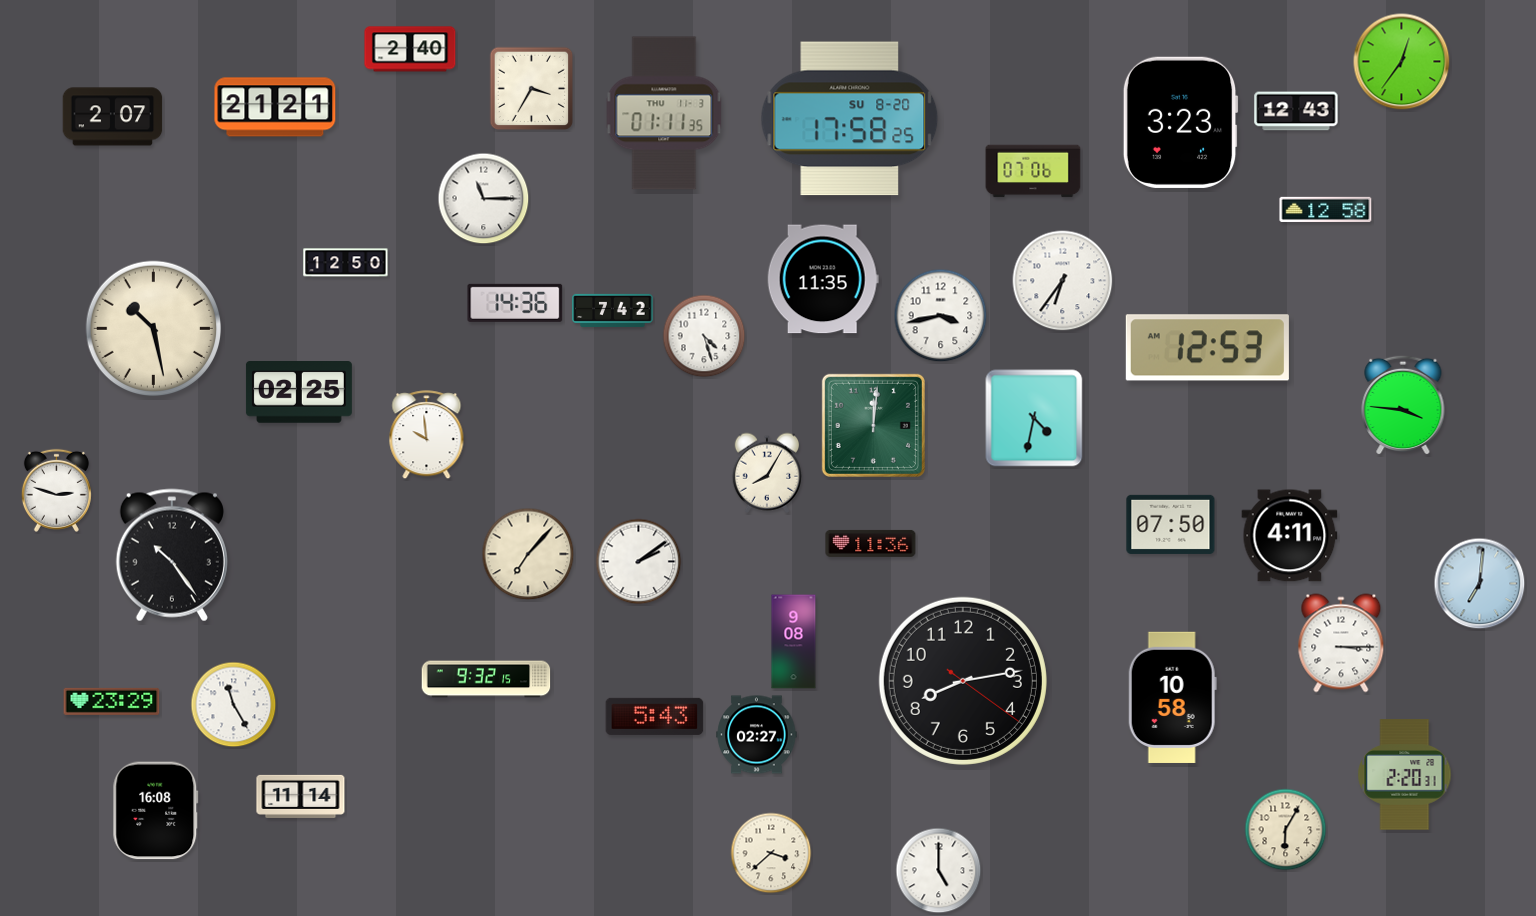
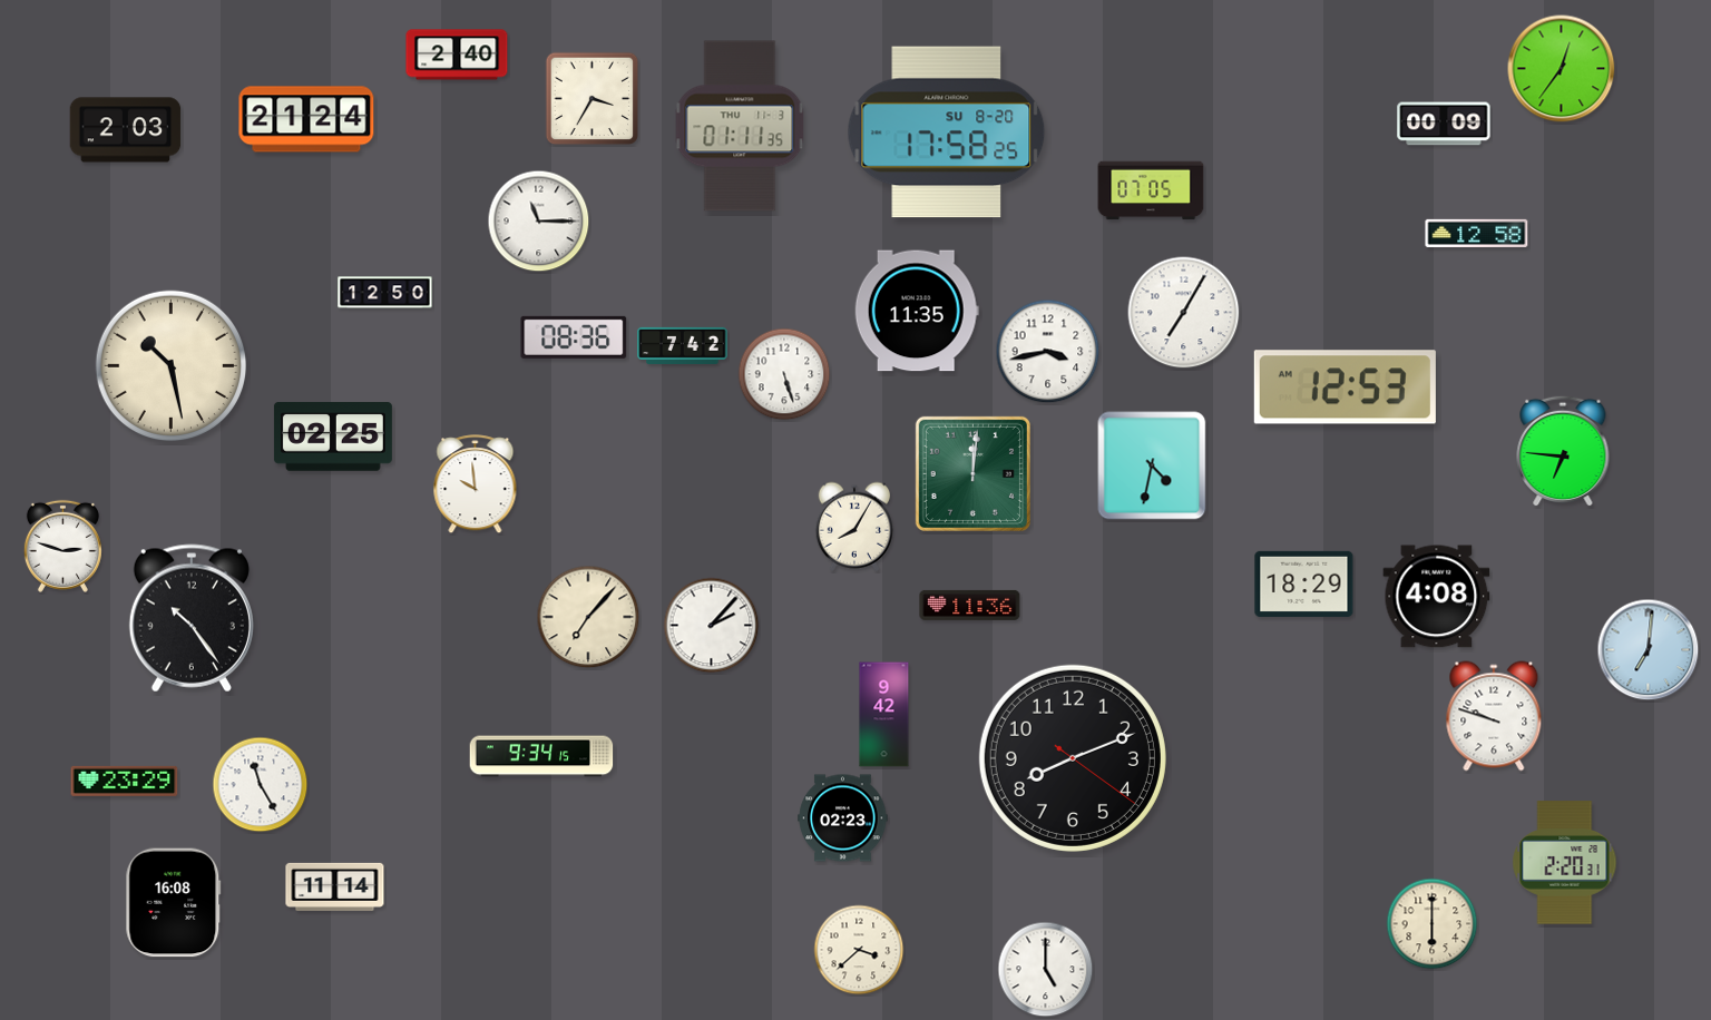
clock at (275, 107): 21:21 -> 21:24
clock at (1296, 111): 12:43 -> 00:09
clock at (113, 117): 2:07 -> 2:03
clock at (1180, 122): 3:23 -> none
clock at (1033, 171): 07:06 -> 07:05
clock at (1063, 281): 6:36 -> 7:05
clock at (515, 303): 14:36 -> 08:36
clock at (704, 336): 4:27 -> 5:27
clock at (1403, 405): 3:46 -> 6:46
clock at (1171, 524): 07:50 -> 18:29
clock at (1290, 536): 4:11 -> 4:08
clock at (639, 562): 2:09 -> 2:07
clock at (794, 642): 9:08 -> 9:42
clock at (1341, 643): 3:15 -> 9:48
clock at (486, 679): 9:32 -> 9:34
clock at (963, 681): 8:13 -> 8:11
clock at (1172, 697): 10:58 -> none
clock at (655, 716): 5:43 -> none
clock at (757, 735): 02:27 -> 02:23
clock at (1286, 830): 6:05 -> 6:00
